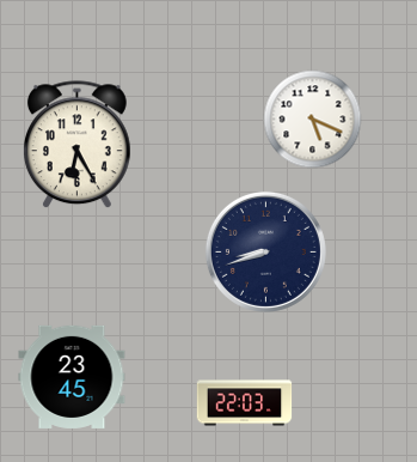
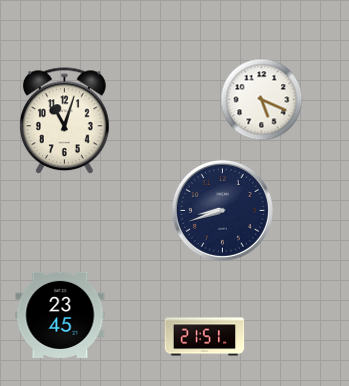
clock at (76, 145): 6:25 -> 11:03
clock at (245, 403): 22:03 -> 21:51
